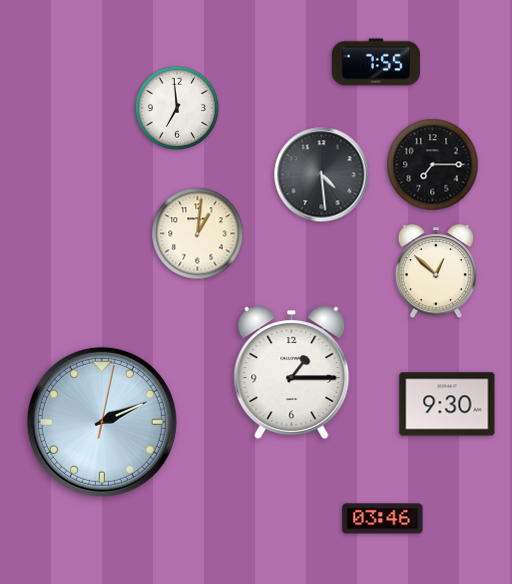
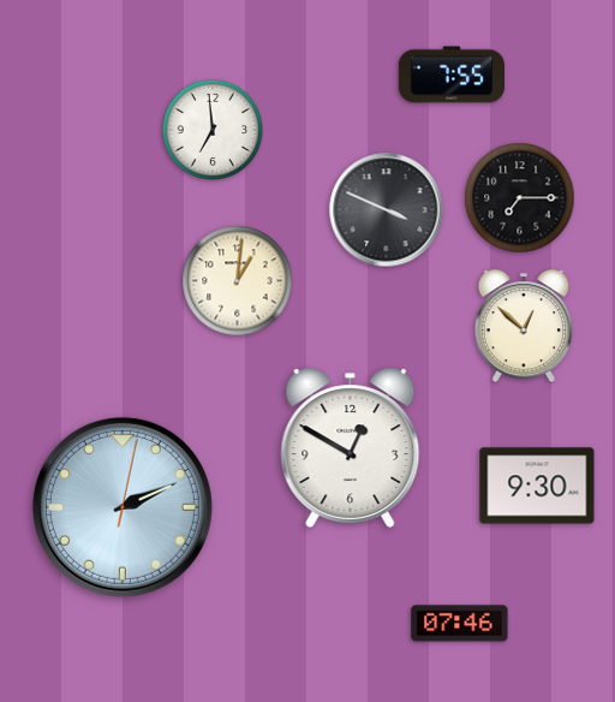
clock at (322, 175): 4:29 -> 3:49
clock at (292, 372): 1:15 -> 12:50
clock at (383, 519): 03:46 -> 07:46
